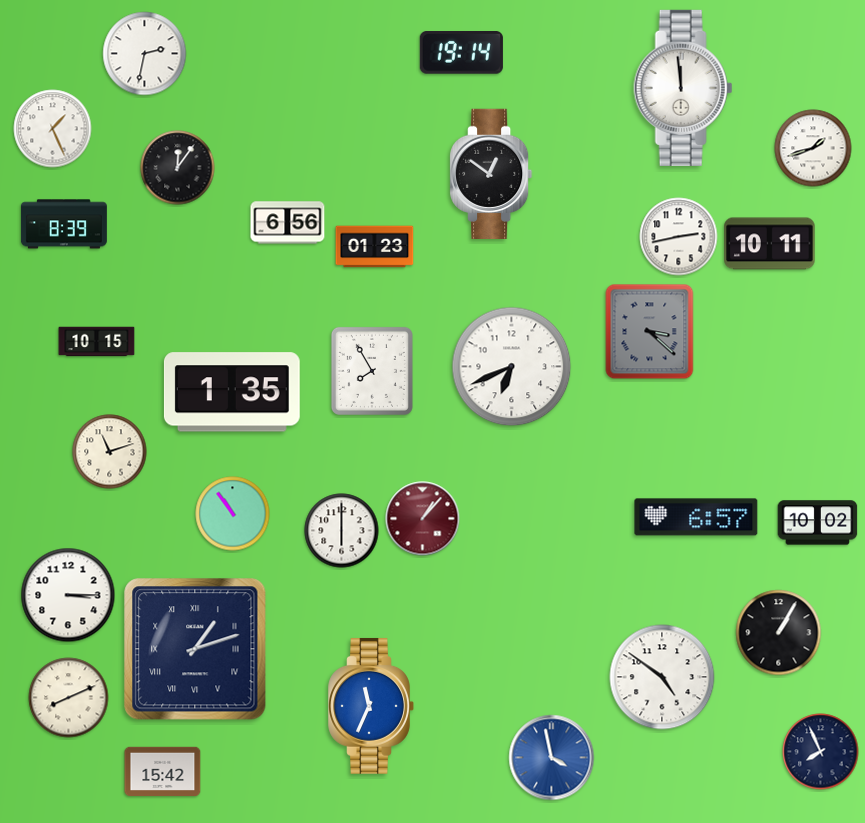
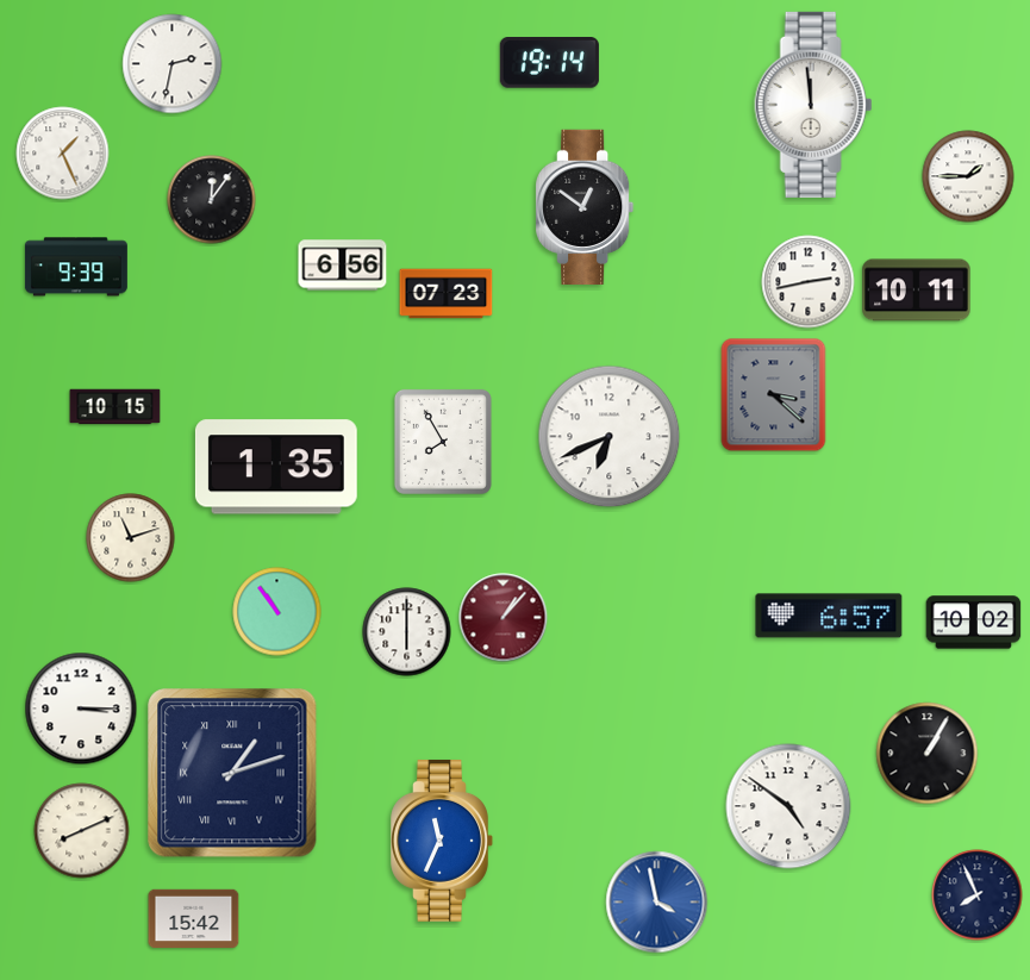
clock at (813, 148): 1:42 -> 1:45
clock at (64, 224): 8:39 -> 9:39
clock at (375, 247): 01:23 -> 07:23
